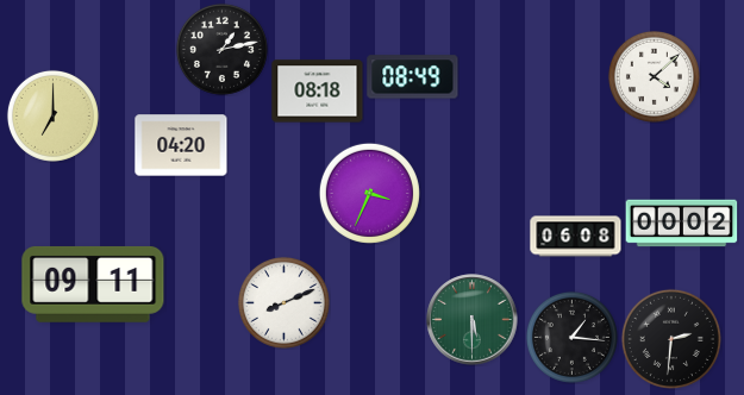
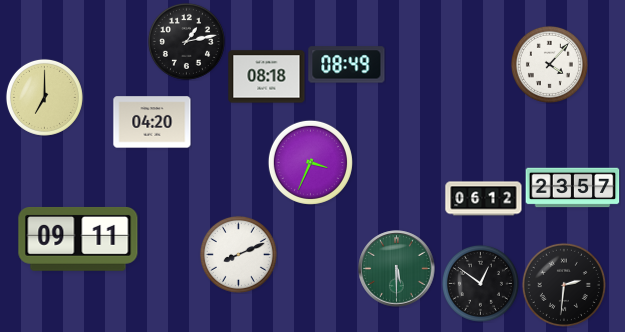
clock at (654, 76): 4:08 -> 4:07
clock at (682, 224): 00:02 -> 23:57
clock at (576, 237): 06:08 -> 06:12
clock at (571, 337): 1:16 -> 12:51
